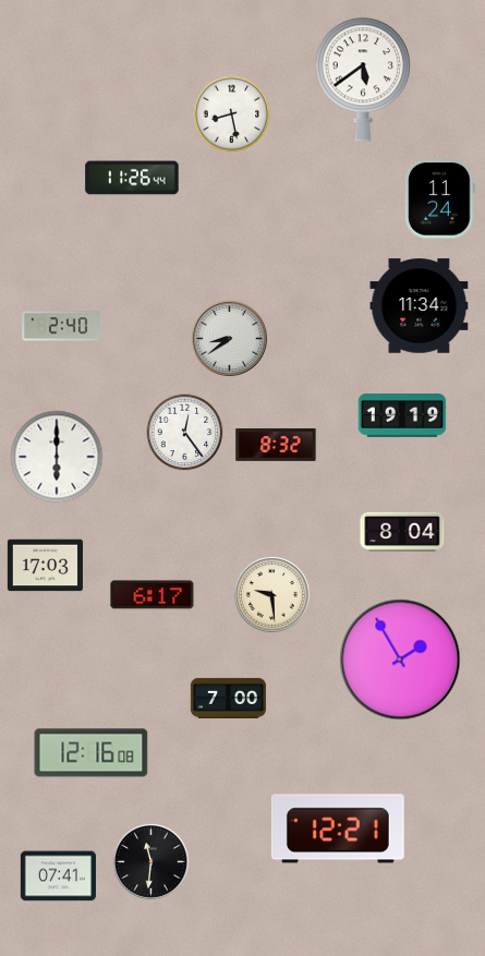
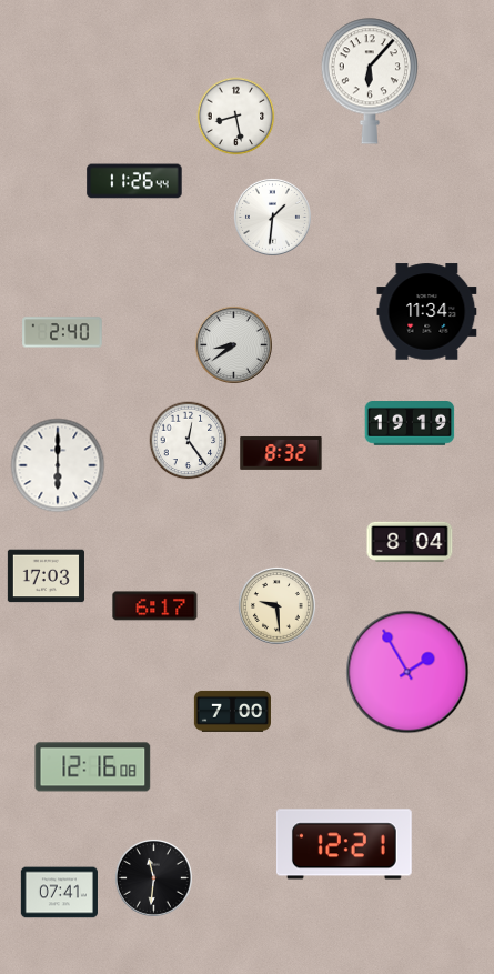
clock at (363, 80): 5:39 -> 6:07
clock at (440, 199): 11:24 -> none
clock at (272, 217): none -> 1:31
